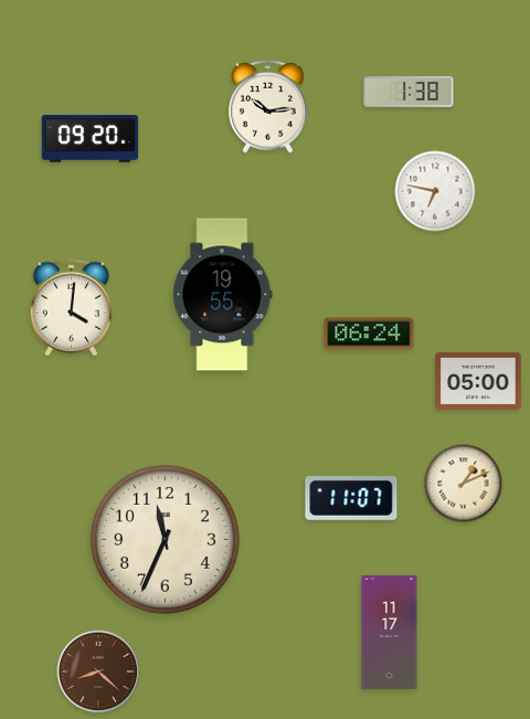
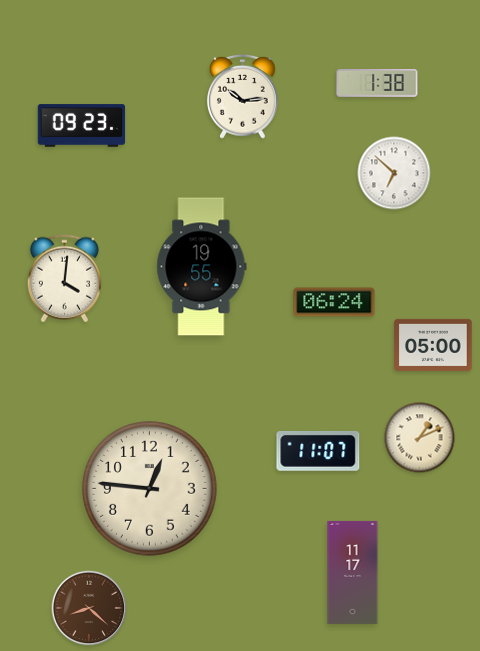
clock at (409, 92) position: (409, 92) -> (377, 83)
clock at (91, 139): 09:20 -> 09:23
clock at (435, 191): 6:47 -> 6:52
clock at (166, 540): 11:34 -> 12:46
